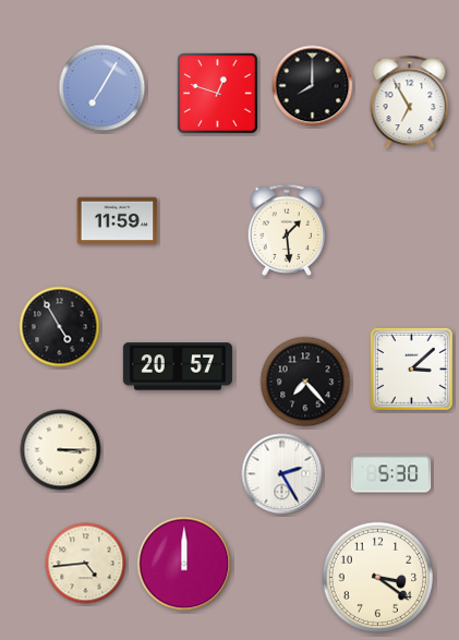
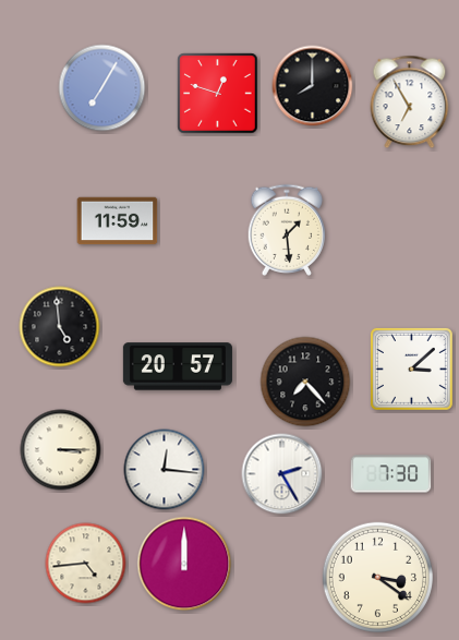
clock at (60, 327): 4:55 -> 4:59
clock at (165, 470): none -> 12:16
clock at (391, 474): 5:30 -> 7:30
